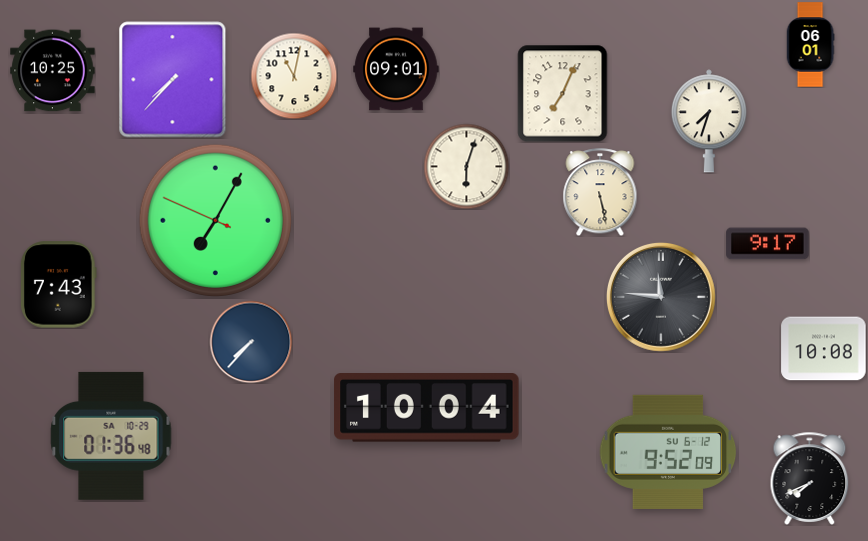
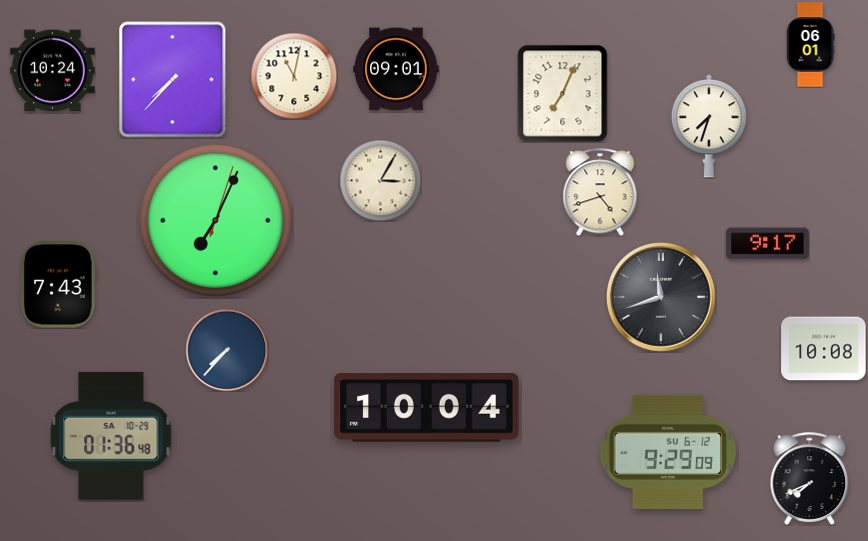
clock at (53, 71): 10:25 -> 10:24
clock at (709, 121) position: (709, 121) -> (709, 126)
clock at (466, 166): 6:03 -> none
clock at (380, 180): none -> 3:05
clock at (600, 192): 5:28 -> 4:42
clock at (215, 220): 7:04:49 -> 7:04:03
clock at (661, 297): 11:46 -> 11:42
clock at (251, 342) position: (251, 342) -> (227, 350)
clock at (668, 452): 9:52 -> 9:29
